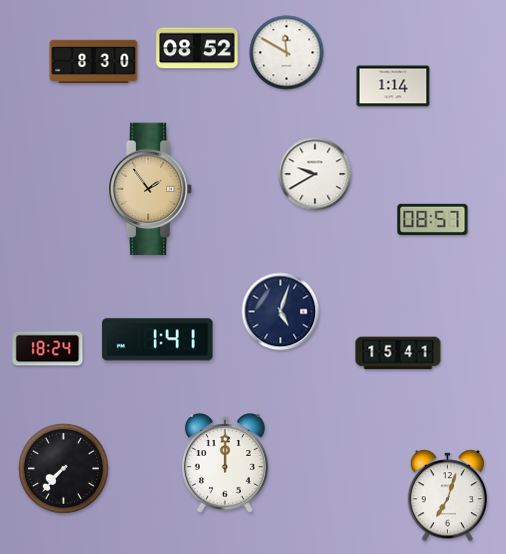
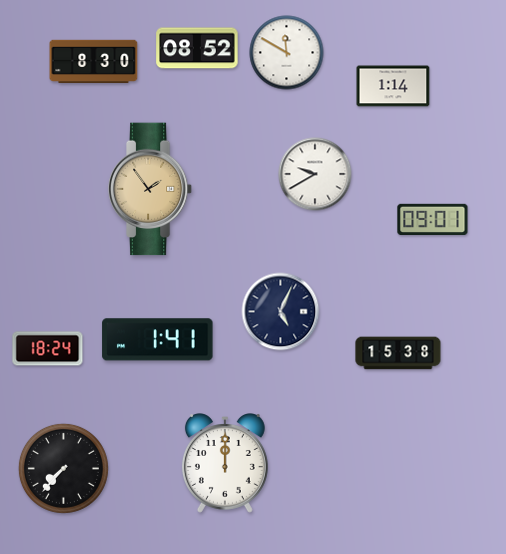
clock at (433, 219): 08:57 -> 09:01
clock at (281, 312): 5:03 -> 5:04
clock at (398, 353): 15:41 -> 15:38
clock at (448, 496): 7:03 -> none
